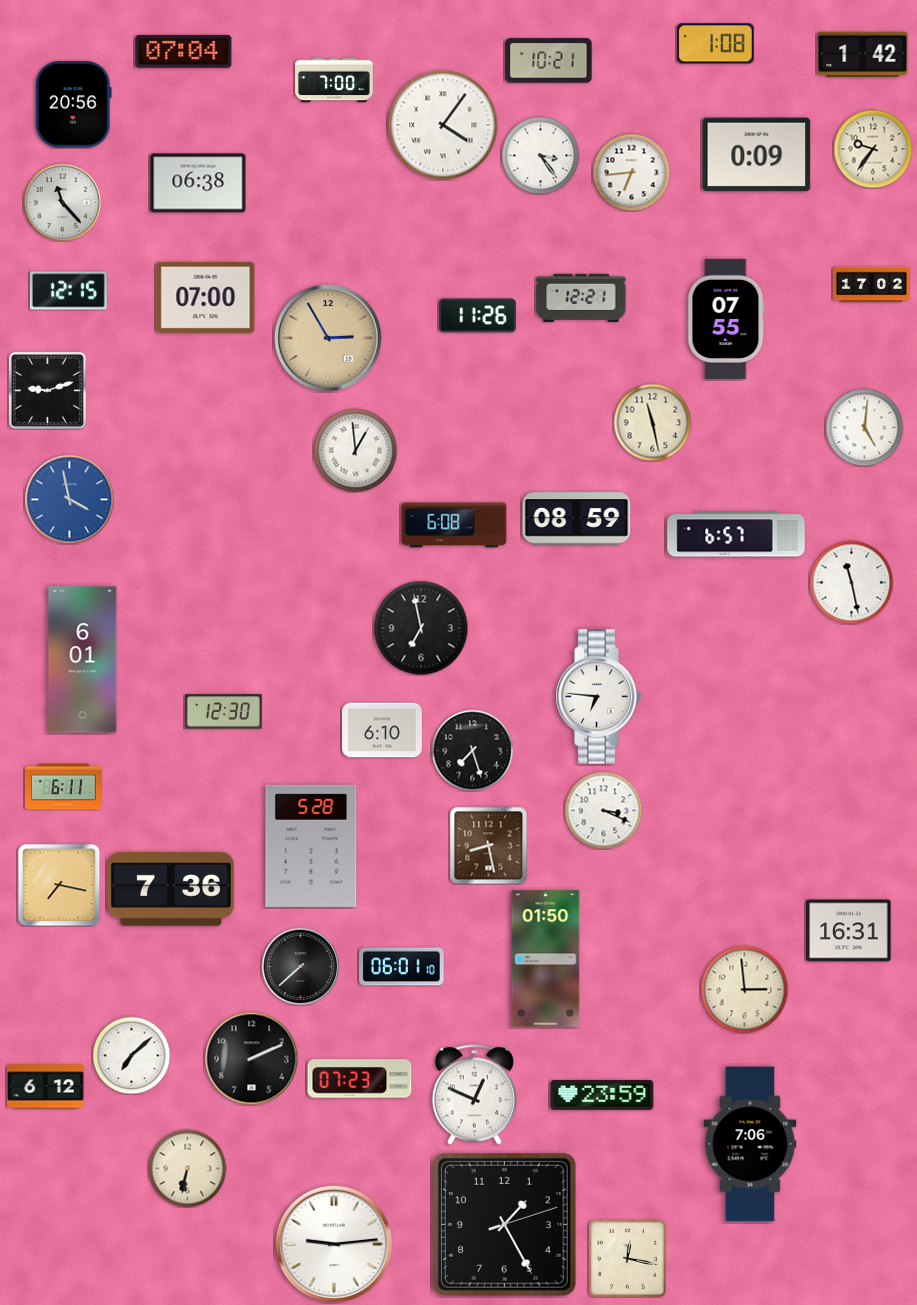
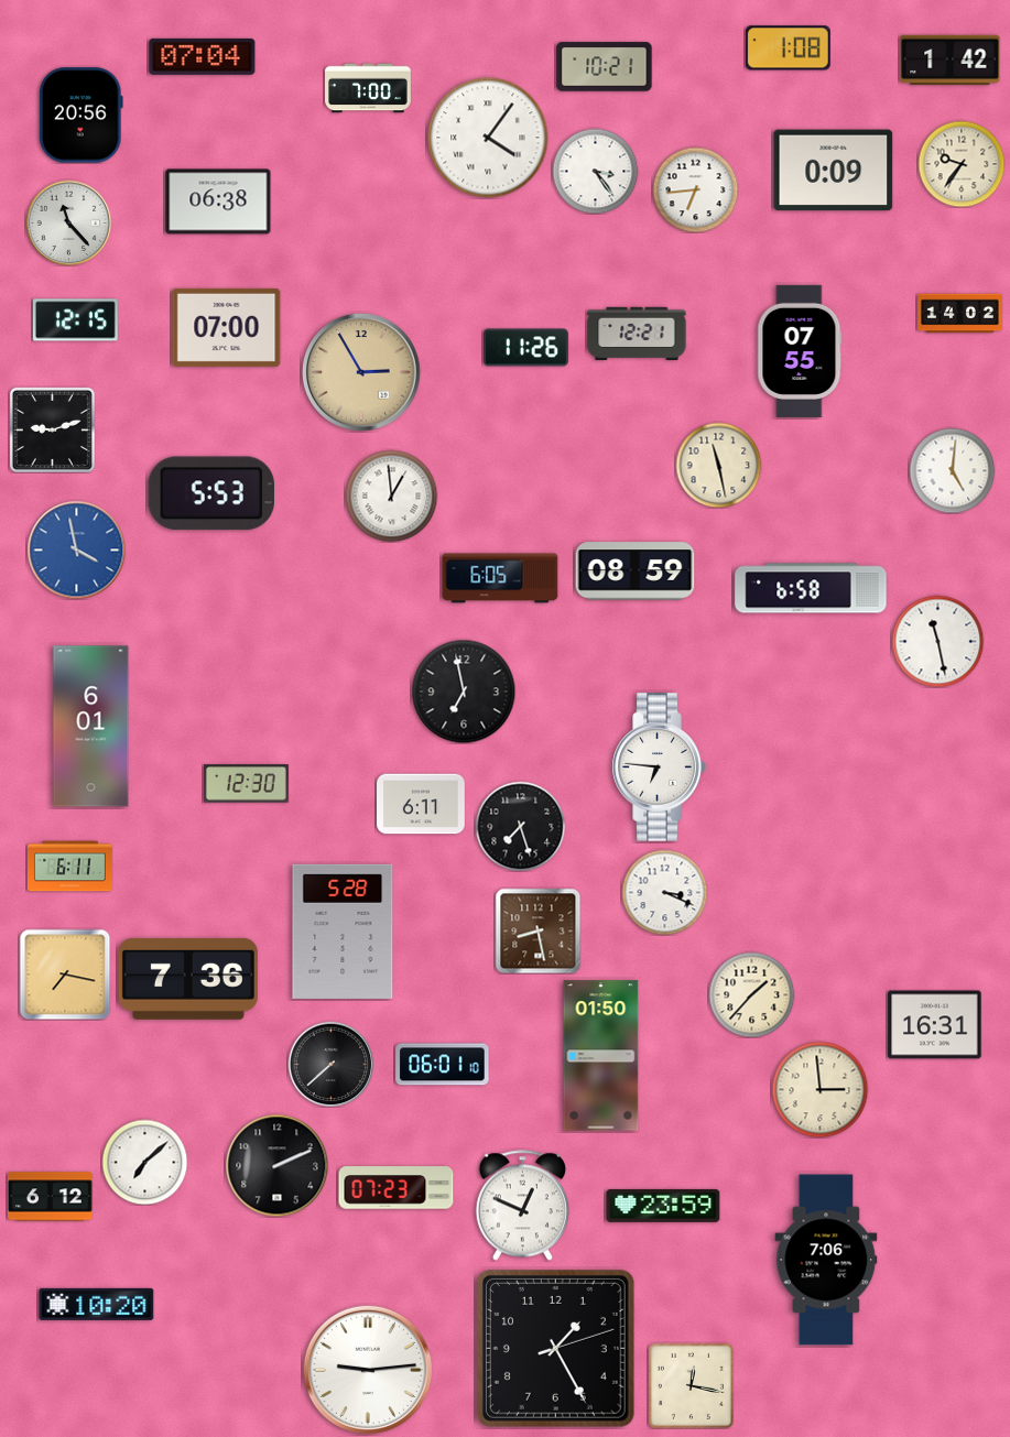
clock at (872, 285): 17:02 -> 14:02
clock at (581, 297) position: (581, 297) -> (637, 333)
clock at (210, 493): none -> 5:53
clock at (454, 525): 6:08 -> 6:05
clock at (736, 534): 6:57 -> 6:58
clock at (382, 730): 6:10 -> 6:11
clock at (751, 994): none -> 1:37
clock at (187, 1168): 6:32 -> none
clock at (97, 1304): none -> 10:20
